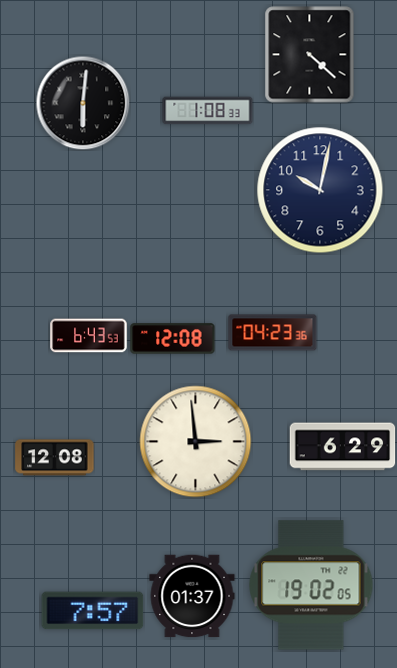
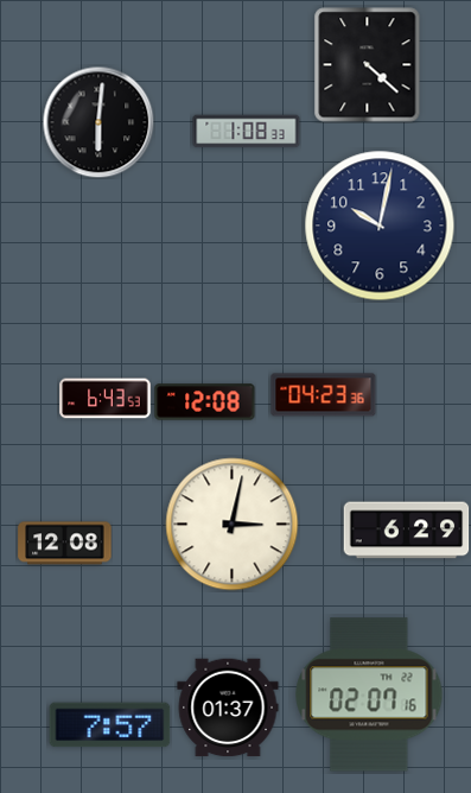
clock at (196, 442): 2:59 -> 3:02
clock at (311, 585): 19:02 -> 02:07
